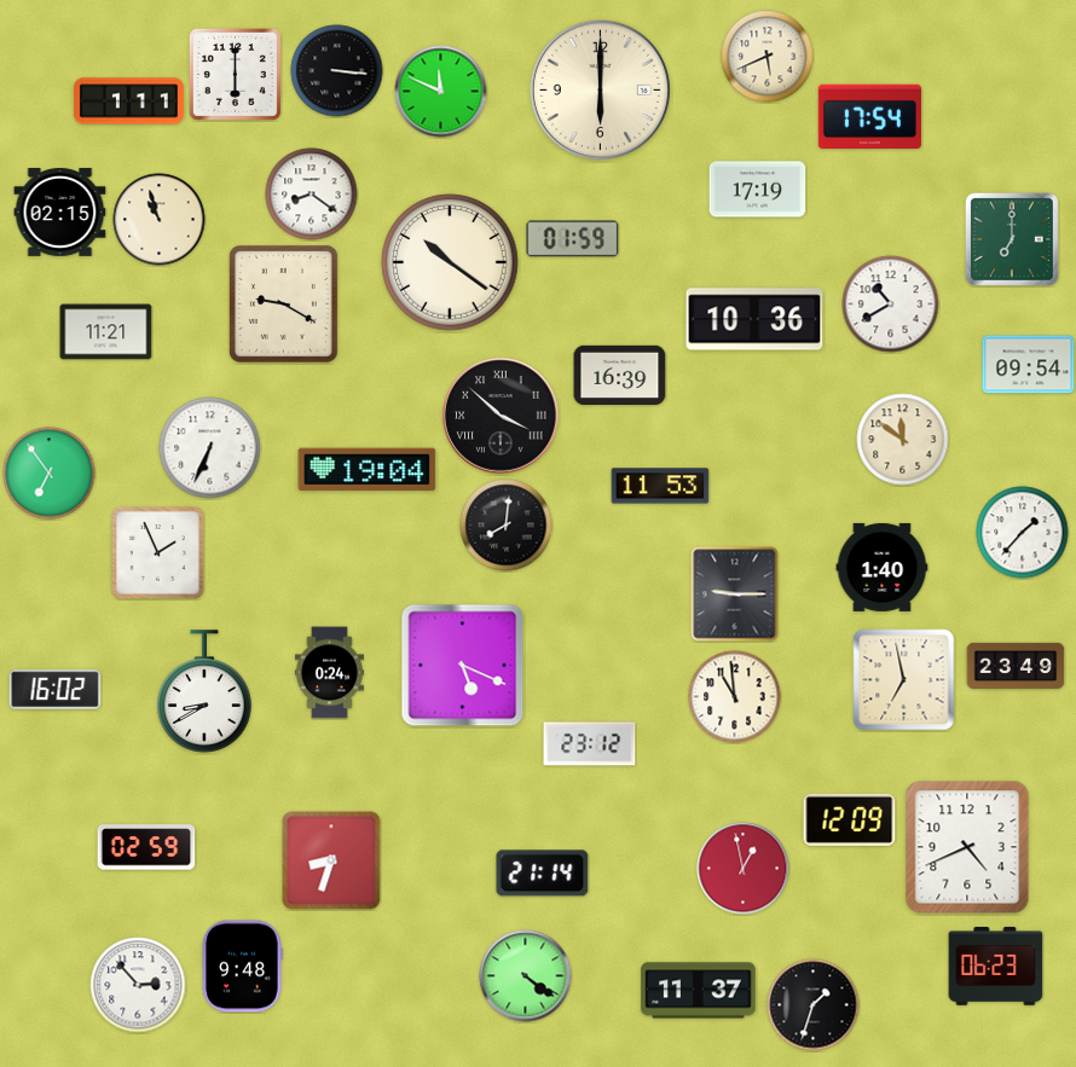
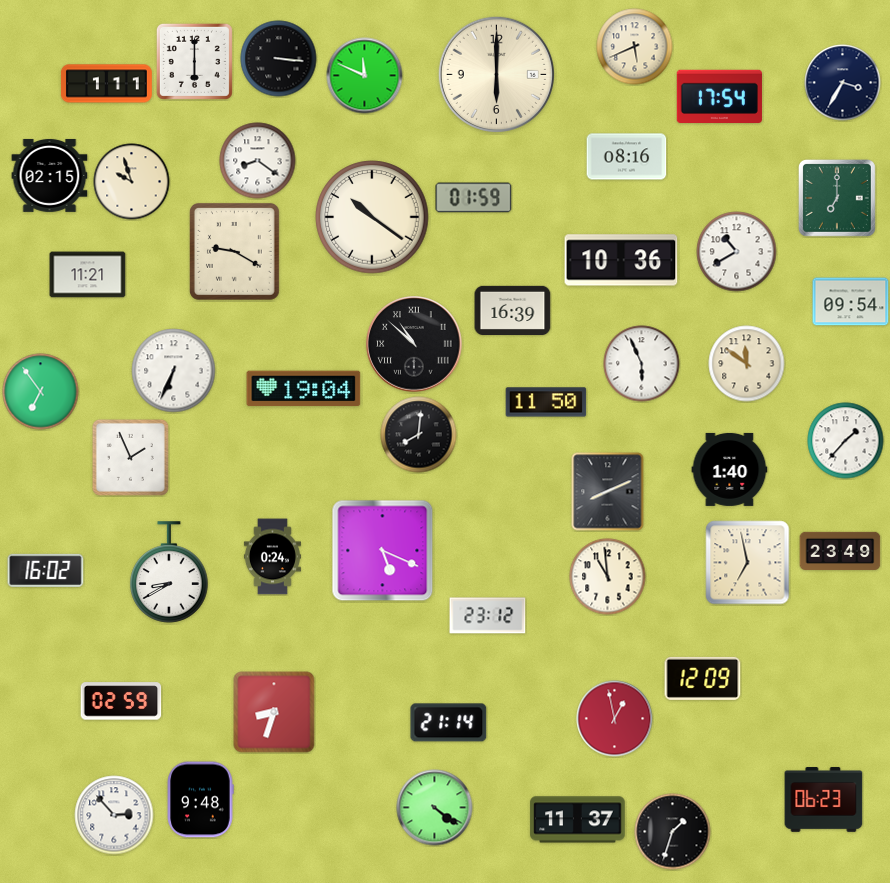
clock at (843, 83): none -> 3:35
clock at (758, 190): 17:19 -> 08:16
clock at (160, 220): 10:57 -> 9:57
clock at (754, 319) position: (754, 319) -> (621, 260)
clock at (501, 416): 3:52 -> 10:52
clock at (642, 364): none -> 5:56
clock at (660, 486): 11:53 -> 11:50
clock at (735, 595): 9:15 -> 8:11
clock at (967, 847): 4:41 -> none
